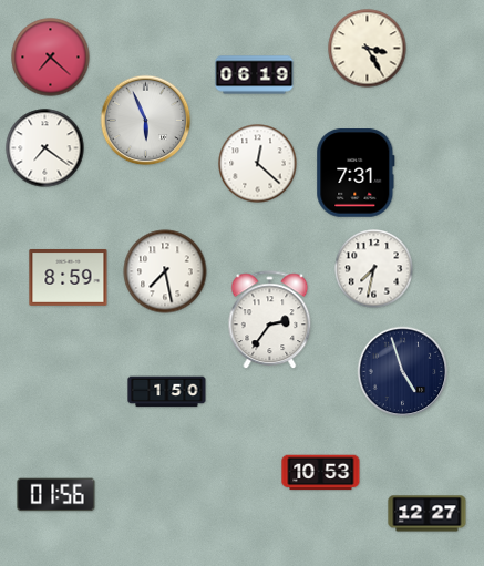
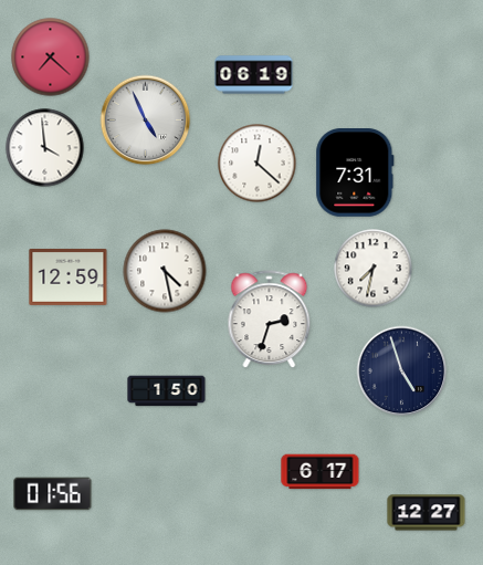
clock at (368, 49): 3:25 -> none
clock at (146, 121): 5:56 -> 4:56
clock at (45, 148): 7:21 -> 3:59
clock at (165, 271): 7:28 -> 4:28
clock at (69, 277): 8:59 -> 12:59
clock at (270, 320): 2:36 -> 2:33
clock at (321, 473): 10:53 -> 6:17
clock at (56, 495) position: (56, 495) -> (53, 494)
